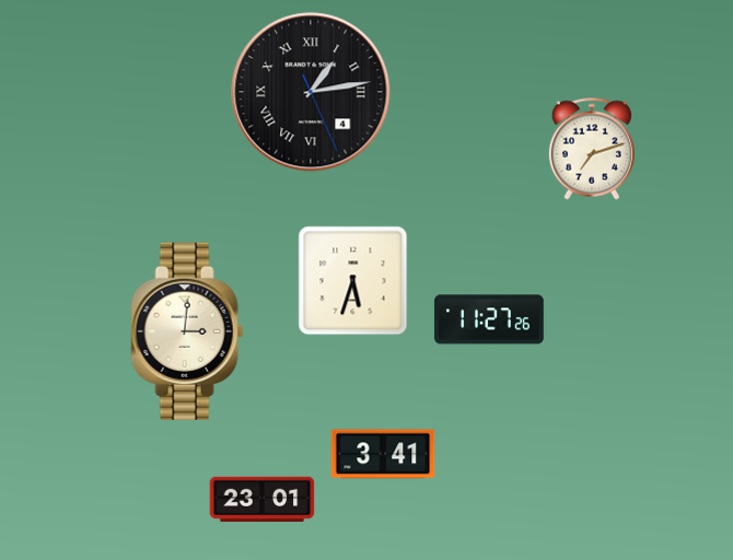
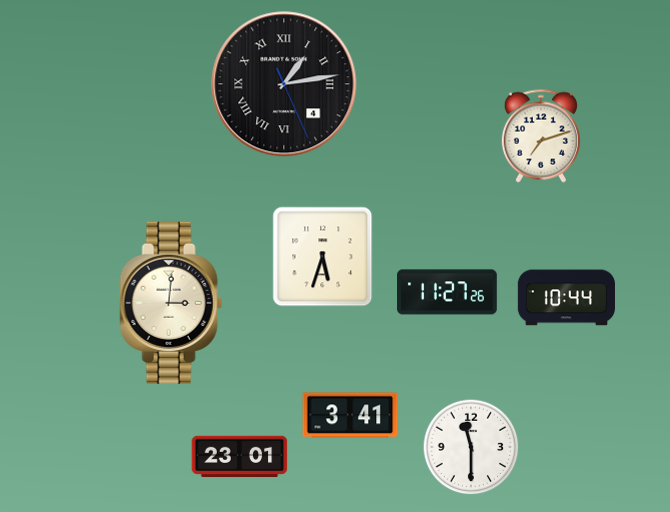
clock at (566, 298): none -> 10:44
clock at (471, 447): none -> 11:30
